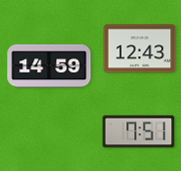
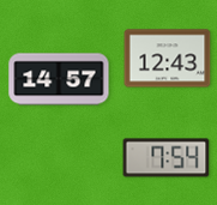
clock at (49, 66): 14:59 -> 14:57
clock at (139, 132): 7:51 -> 7:54
